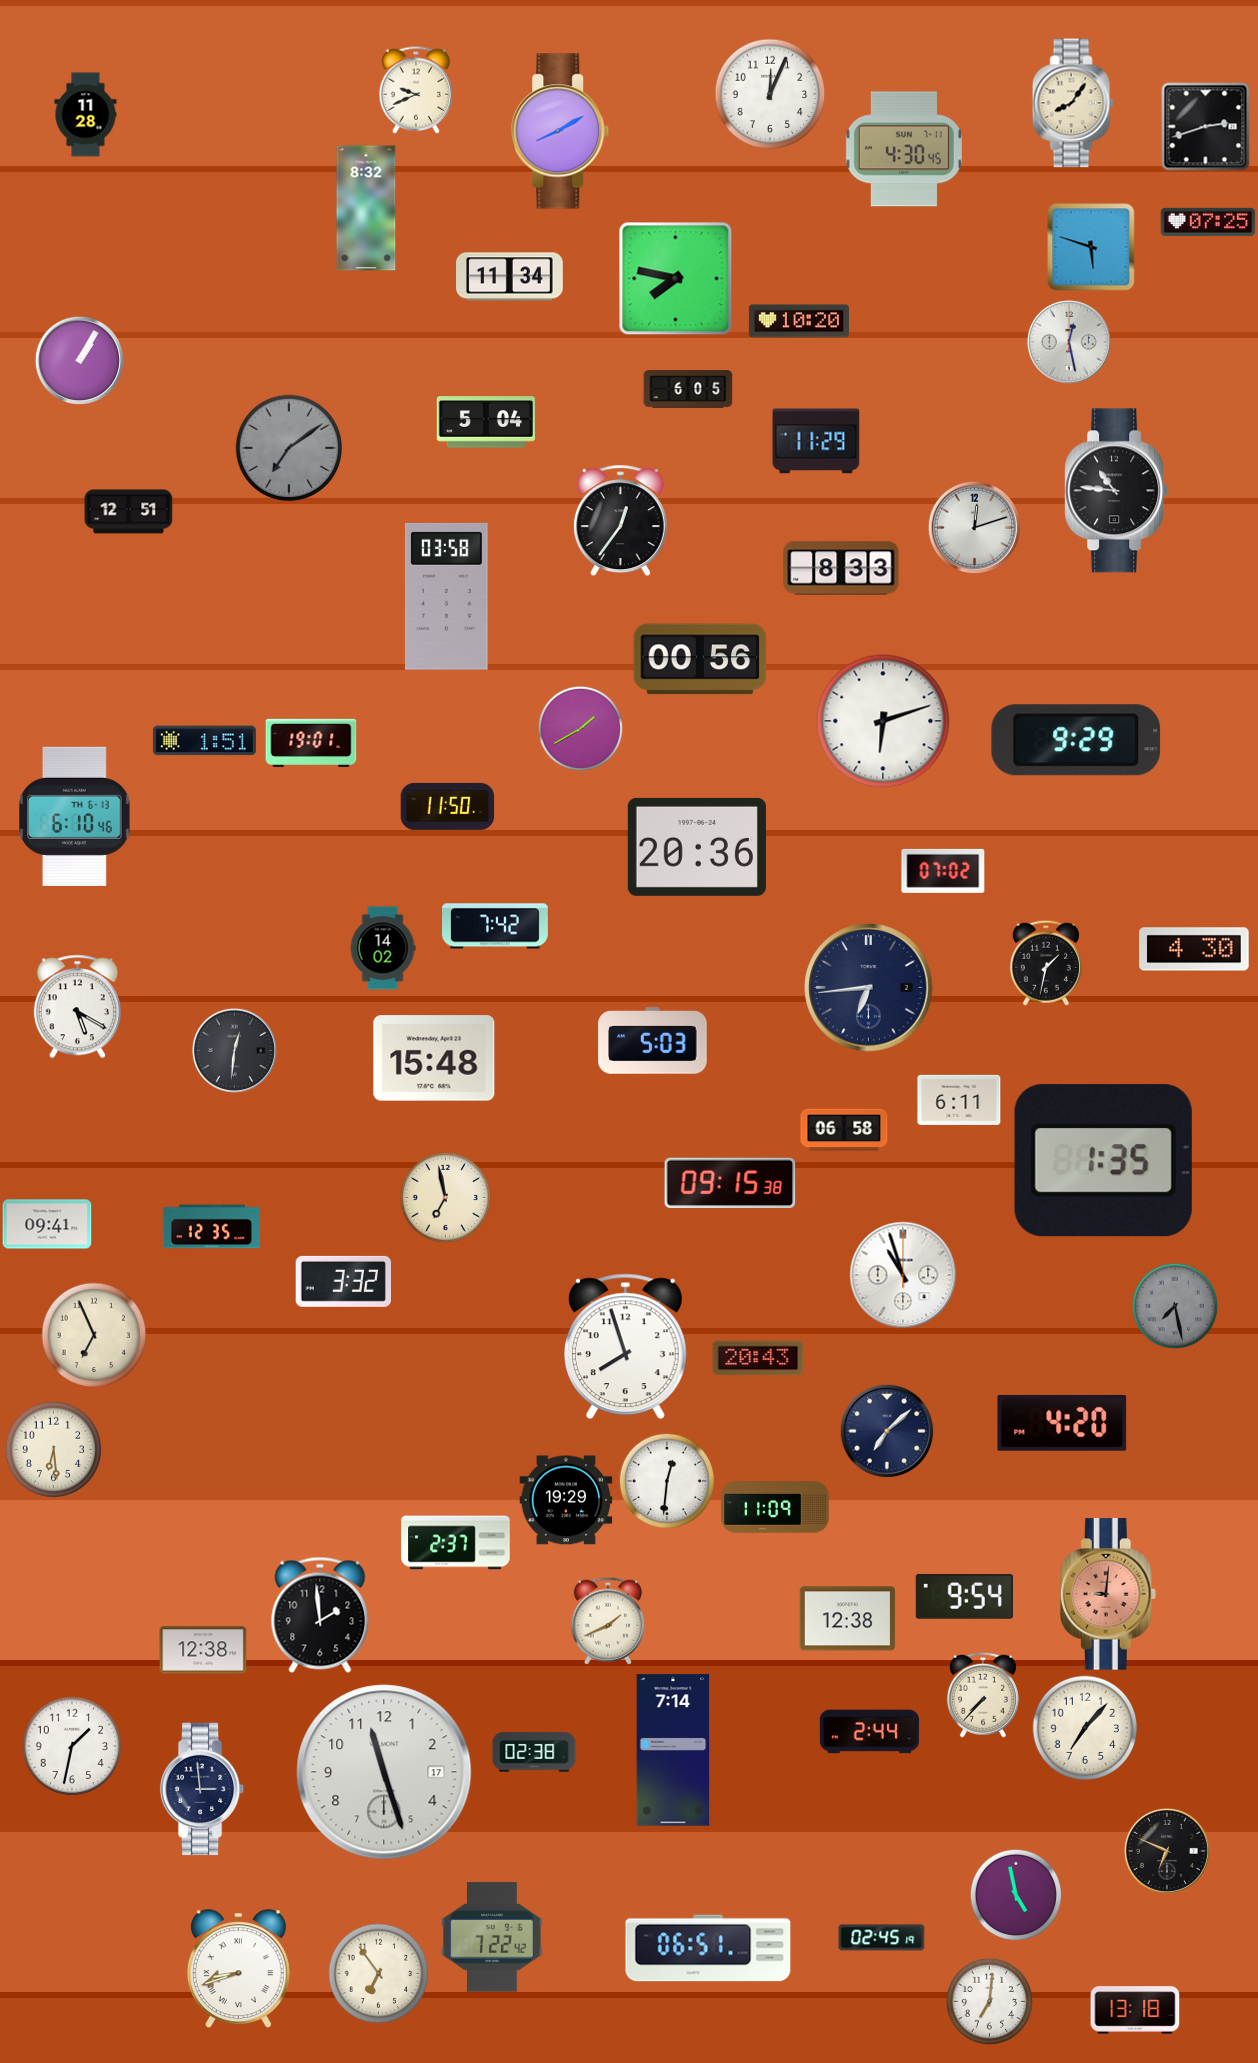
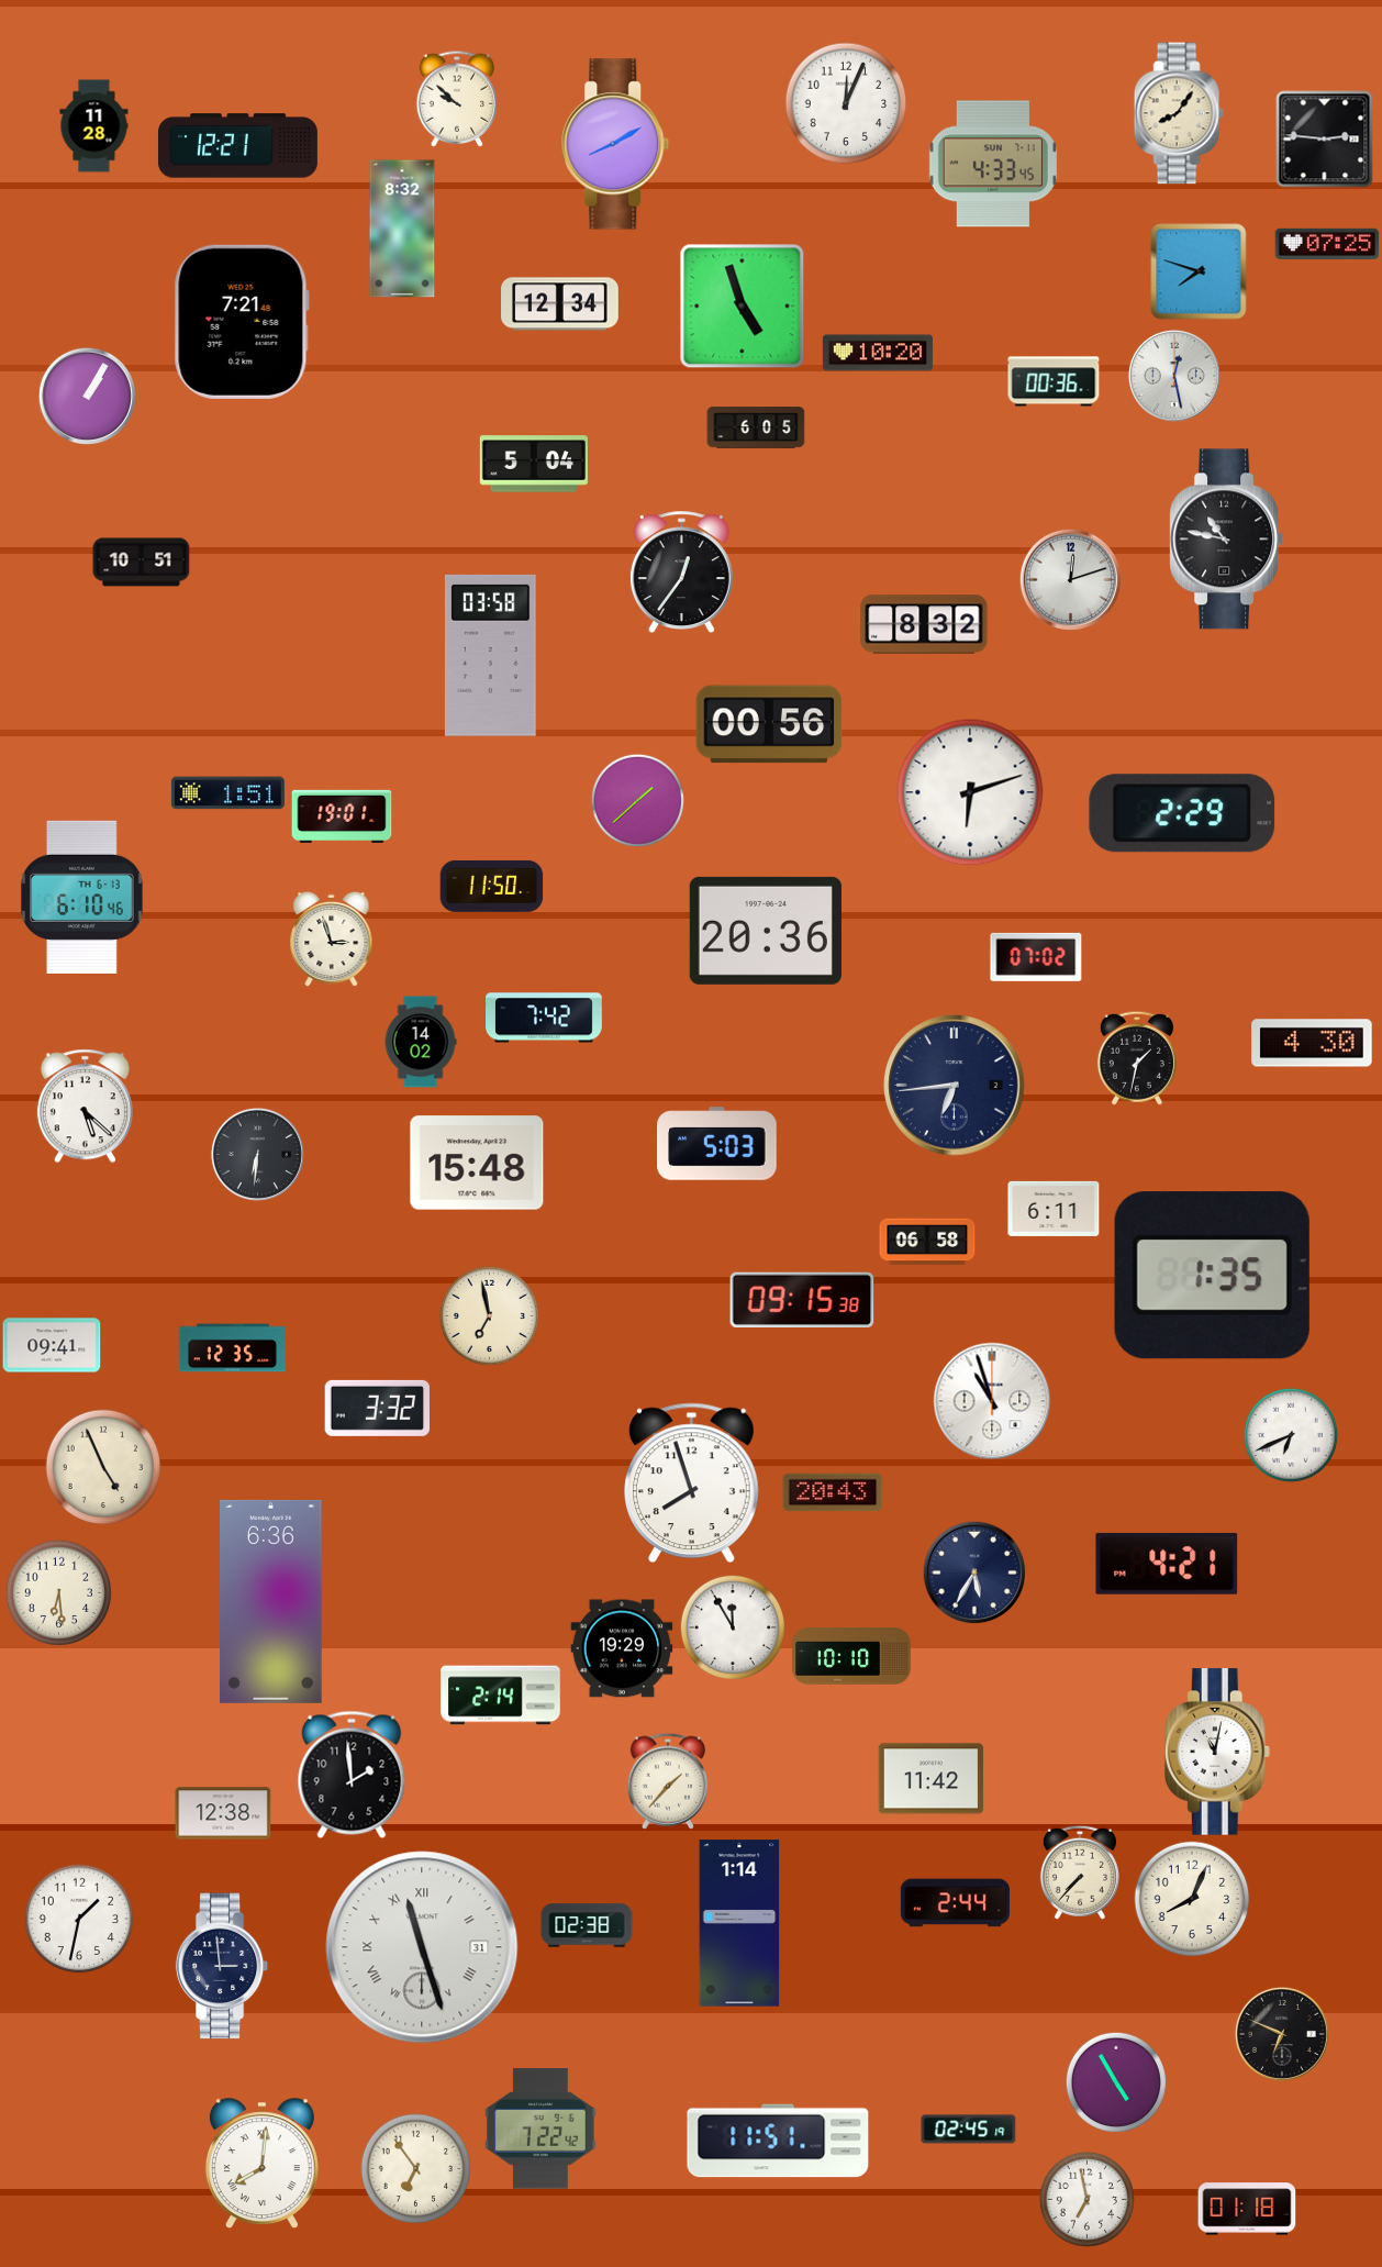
clock at (416, 90): 9:41 -> 9:52
clock at (1206, 127): 2:42 -> 2:46
clock at (237, 146): none -> 12:21
clock at (904, 149): 4:30 -> 4:33
clock at (1091, 247): 5:48 -> 7:48
clock at (510, 277): 11:34 -> 12:34
clock at (676, 279): 7:47 -> 4:57
clock at (242, 322): none -> 7:21
clock at (1054, 381): none -> 00:36
clock at (816, 441): 11:29 -> none
clock at (289, 448): 7:09 -> none
clock at (1117, 491): 10:46 -> 10:47
clock at (129, 512): 12:51 -> 10:51
clock at (841, 568): 8:33 -> 8:32
clock at (580, 728): 1:40 -> 1:38
clock at (1076, 740): 9:29 -> 2:29
clock at (204, 741) position: (204, 741) -> (227, 793)
clock at (332, 938): none -> 2:57
clock at (1046, 963) position: (1046, 963) -> (1137, 1058)
clock at (77, 1007): 5:20 -> 5:22
clock at (234, 1050): 12:31 -> 6:31
clock at (1175, 1306): 7:28 -> 6:41
clock at (1175, 1306) dial: grey -> white
clock at (94, 1335): 6:56 -> 4:56
clock at (626, 1346) position: (626, 1346) -> (692, 1482)
clock at (1062, 1423): 4:20 -> 4:21
clock at (887, 1431): 7:08 -> 5:35
clock at (271, 1601): none -> 6:36
clock at (666, 1480): 12:31 -> 11:55
clock at (775, 1507): 11:09 -> 10:10
clock at (456, 1543): 2:37 -> 2:14
clock at (1108, 1594): 9:01 -> 11:02
clock at (1108, 1594) dial: salmon -> white
clock at (964, 1596): 9:54 -> none
clock at (848, 1619): 12:38 -> 11:42
clock at (608, 1621): 1:41 -> 1:37
clock at (983, 1695) position: (983, 1695) -> (1080, 1873)
clock at (1085, 1728): 7:07 -> 8:04
clock at (673, 1750): 7:14 -> 1:14
clock at (384, 1772) date: 17 -> 31
clock at (384, 1772) numerals: Arabic -> Roman
clock at (1015, 1894): 4:58 -> 4:55
clock at (708, 1948): 06:51 -> 11:51
clock at (238, 1969): 8:42 -> 8:01
clock at (989, 2001): 7:01 -> 6:58
clock at (1135, 2010): 13:18 -> 01:18
